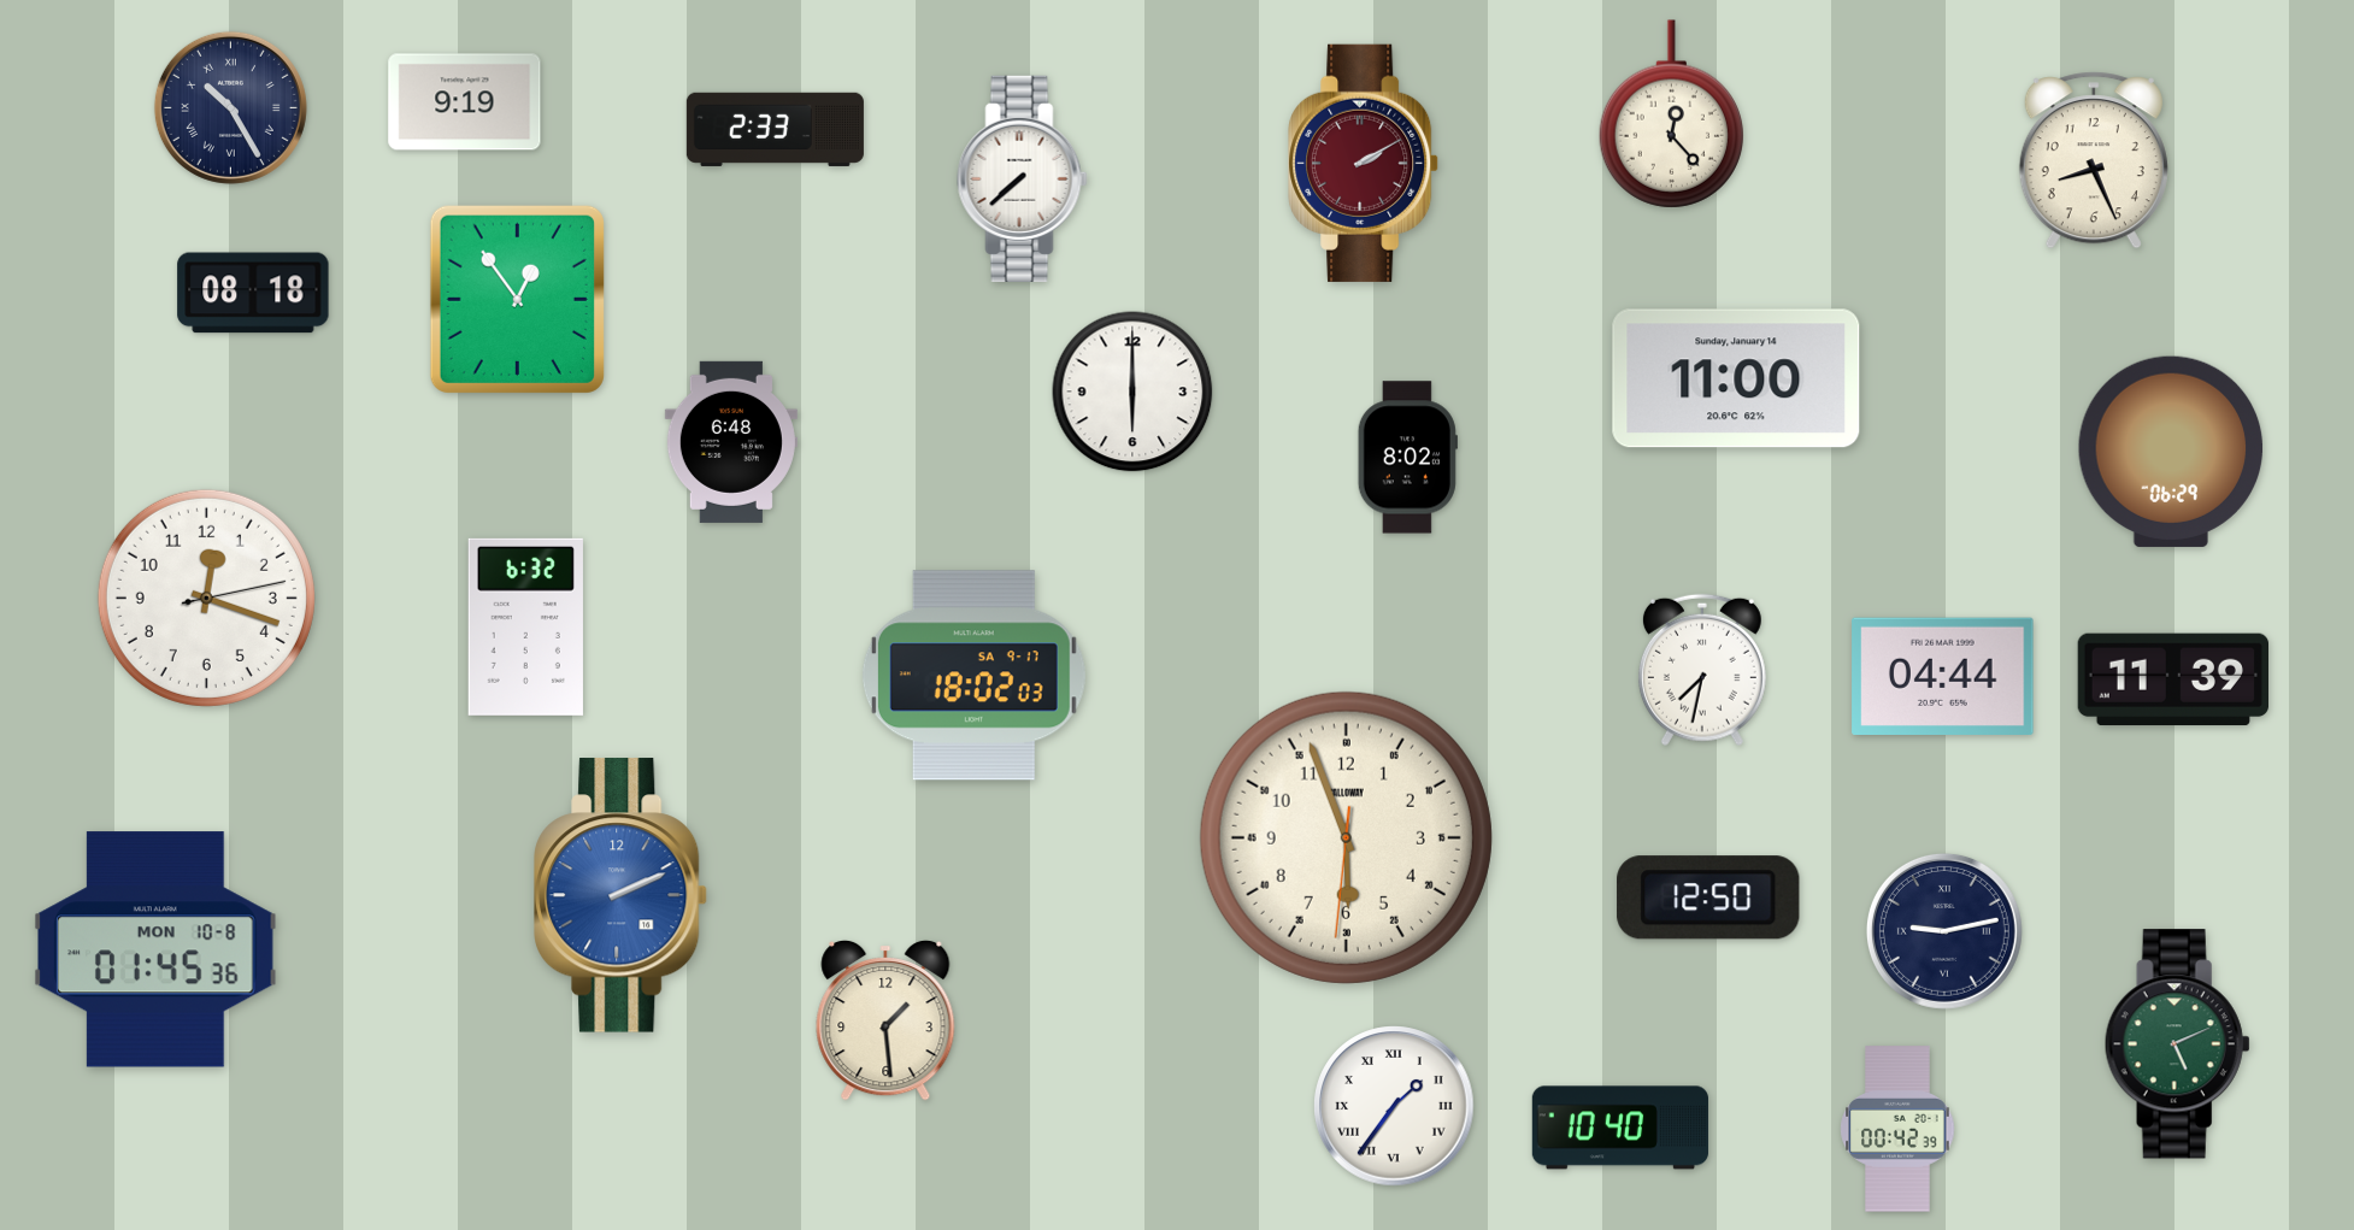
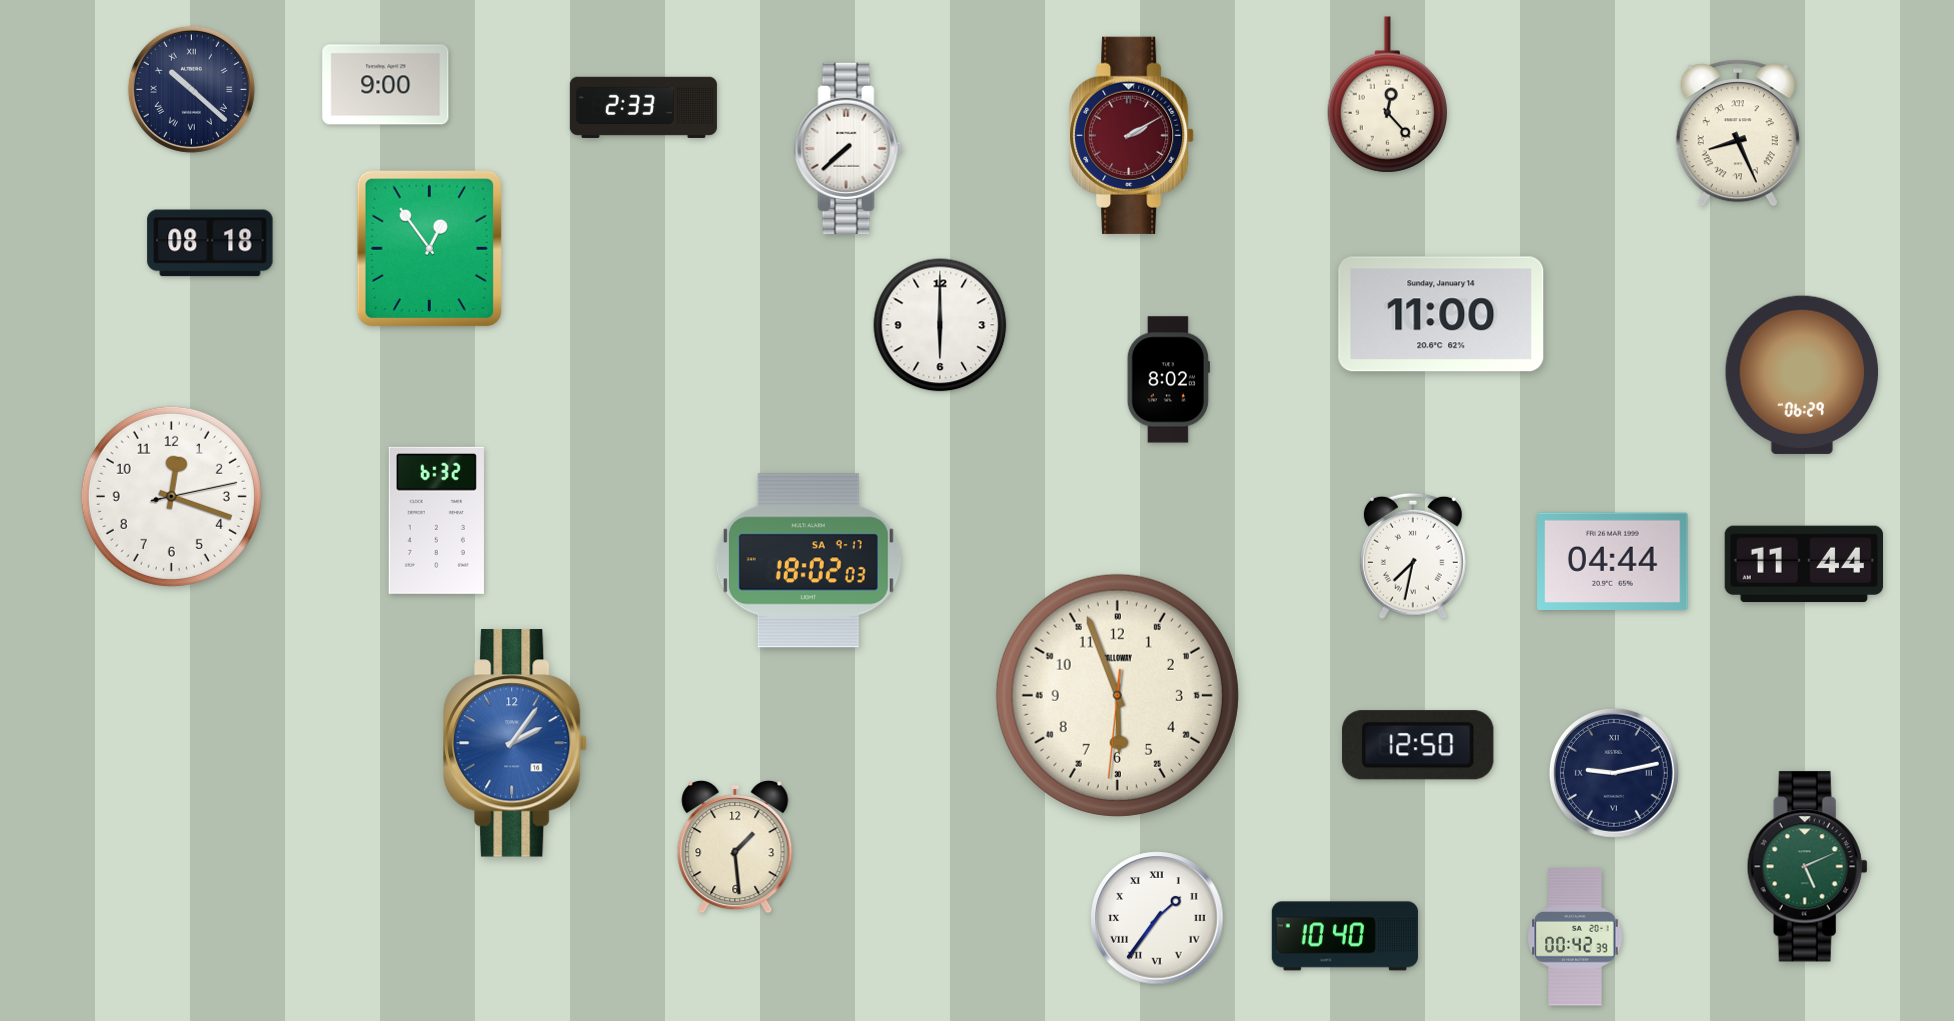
clock at (465, 102): 9:19 -> 9:00
clock at (230, 107): 10:25 -> 10:22
clock at (2094, 160) numerals: Arabic -> Roman
clock at (731, 442): 6:48 -> none
clock at (2172, 679): 11:39 -> 11:44
clock at (620, 895): 2:11 -> 2:06
clock at (157, 949): 01:45 -> none
